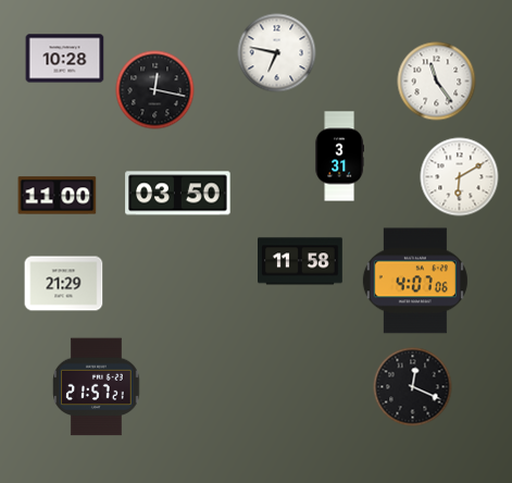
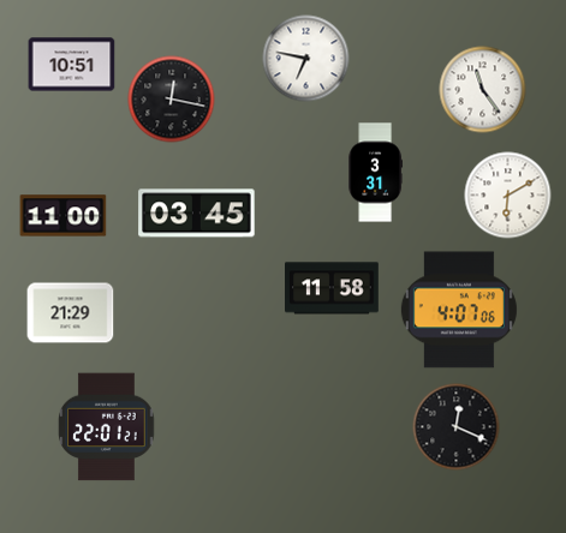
clock at (65, 59): 10:28 -> 10:51
clock at (178, 194): 03:50 -> 03:45
clock at (97, 387): 21:57 -> 22:01
